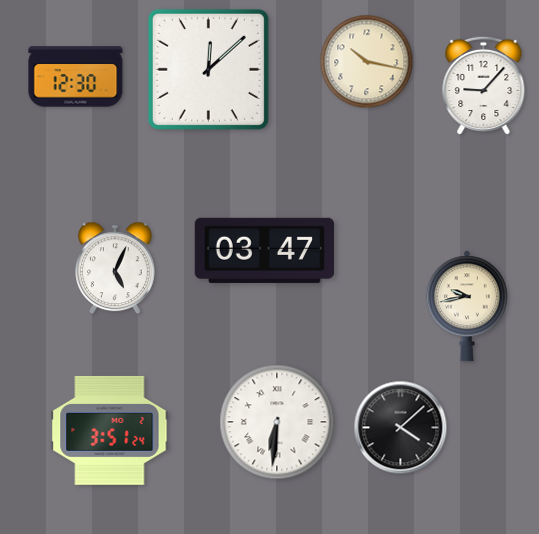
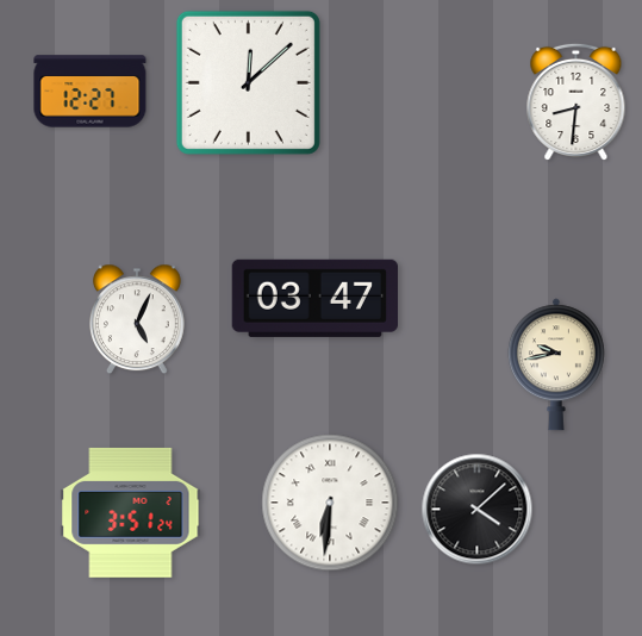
clock at (367, 62): 10:17 -> none
clock at (76, 77): 12:30 -> 12:27
clock at (484, 86): 9:07 -> 8:31
